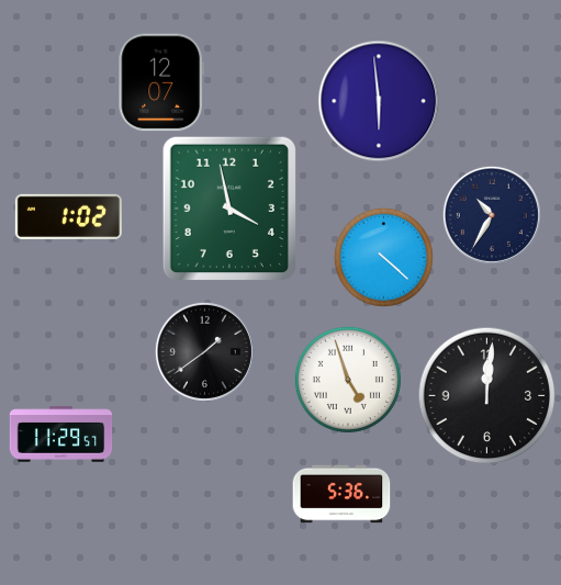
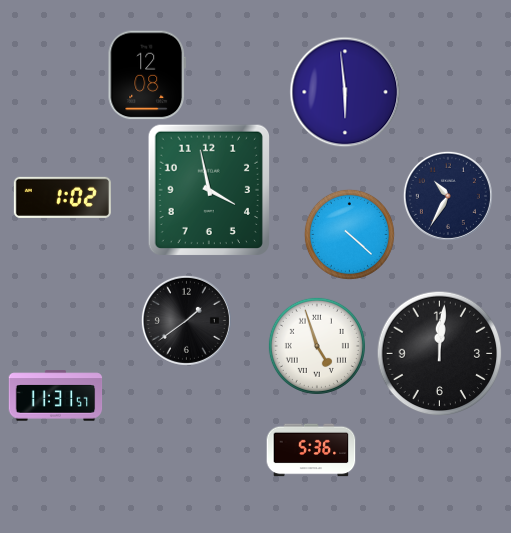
clock at (161, 82): 12:07 -> 12:08
clock at (487, 396) position: (487, 396) -> (440, 354)
clock at (61, 435): 11:29 -> 11:31
